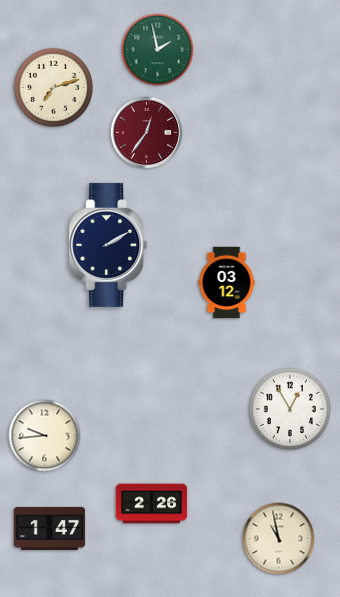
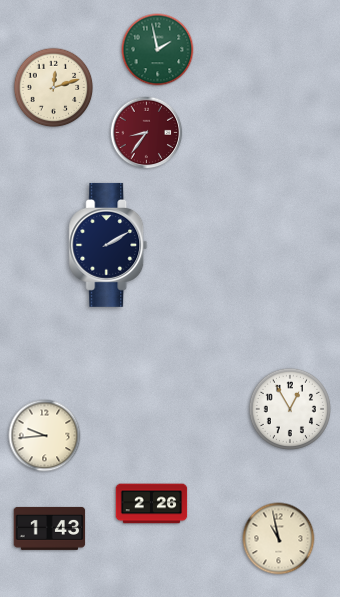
clock at (54, 88): 7:12 -> 12:12
clock at (147, 133): 12:36 -> 8:36
clock at (227, 283): 03:12 -> none
clock at (50, 528): 1:47 -> 1:43
